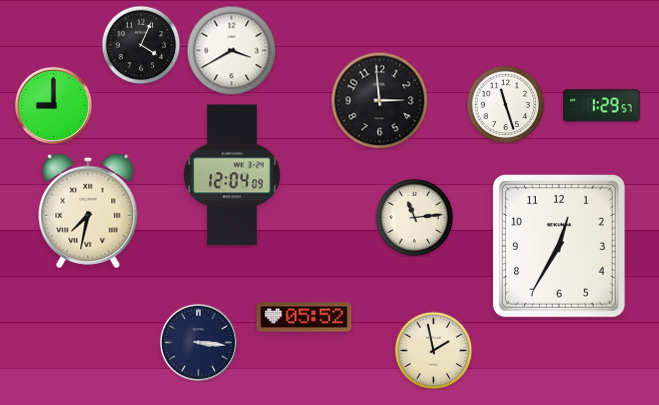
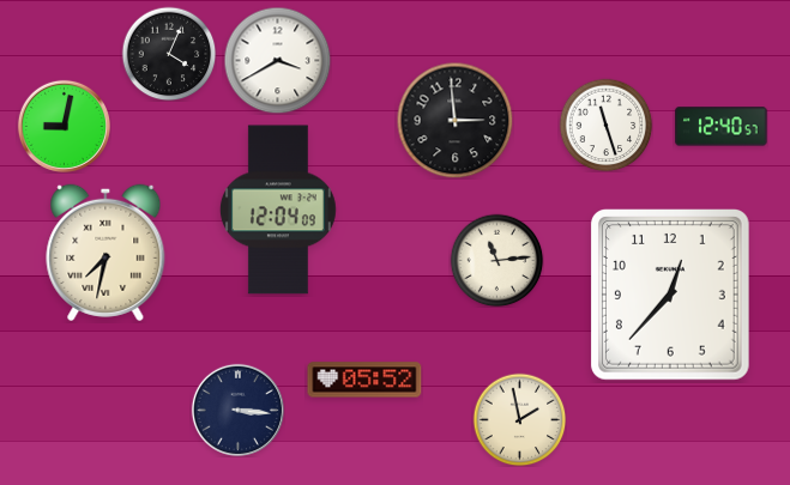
clock at (53, 105): 9:00 -> 9:02
clock at (602, 106): 1:29 -> 12:40
clock at (559, 247): 12:35 -> 12:37
